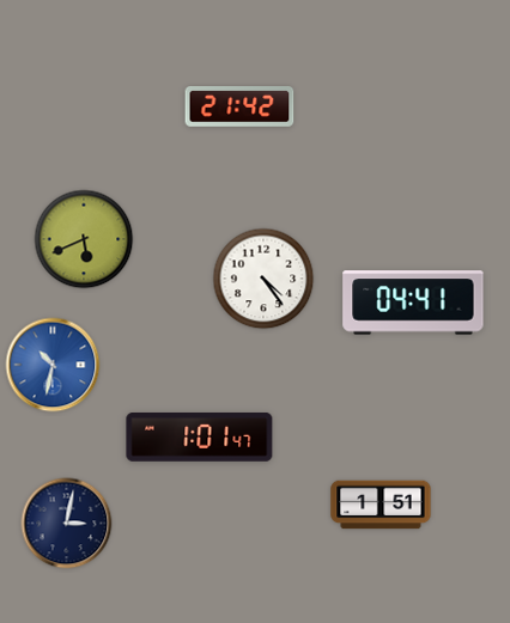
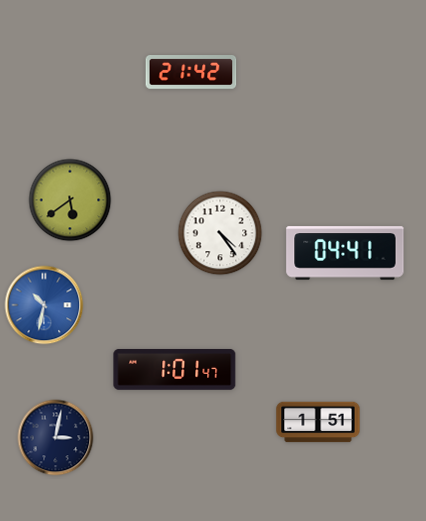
clock at (239, 108) position: (239, 108) -> (191, 73)
clock at (84, 239): 5:41 -> 5:39
clock at (200, 438) position: (200, 438) -> (175, 370)
